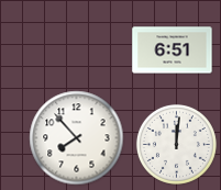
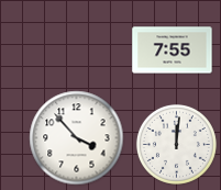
clock at (173, 51): 6:51 -> 7:55
clock at (77, 138): 7:53 -> 3:53
